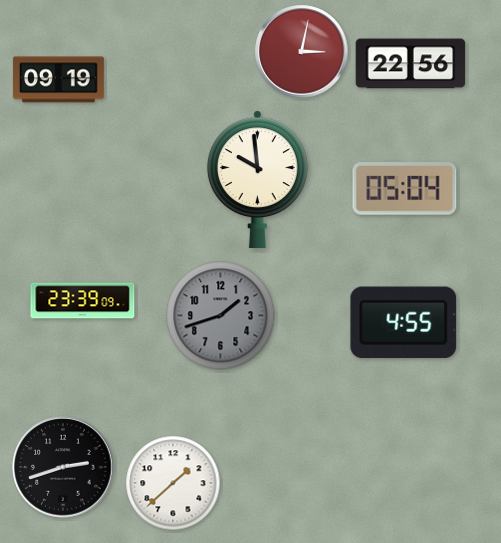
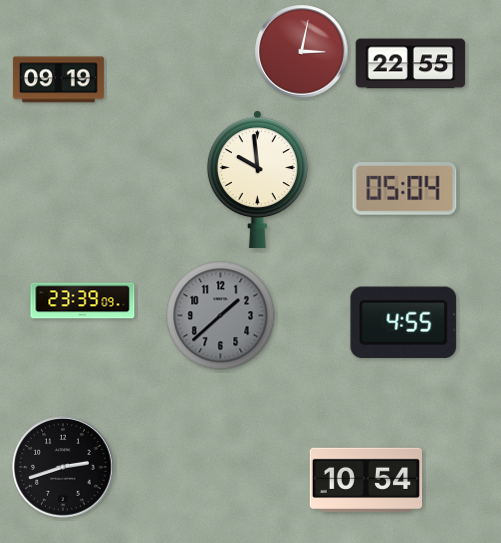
clock at (411, 64): 22:56 -> 22:55
clock at (221, 316): 1:42 -> 1:38
clock at (365, 480): none -> 10:54
clock at (173, 483): 1:38 -> none
